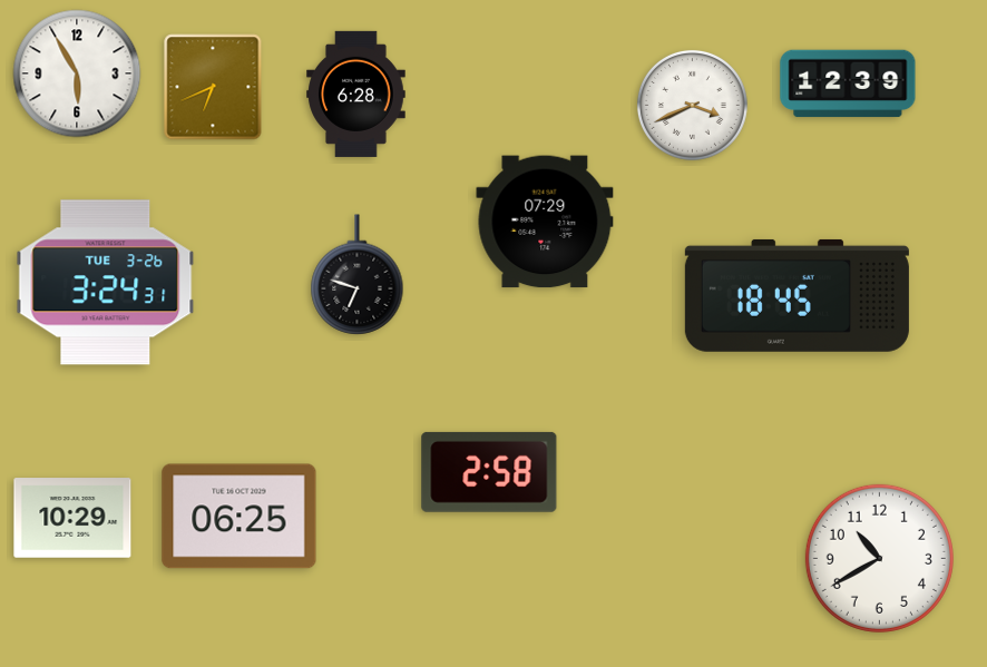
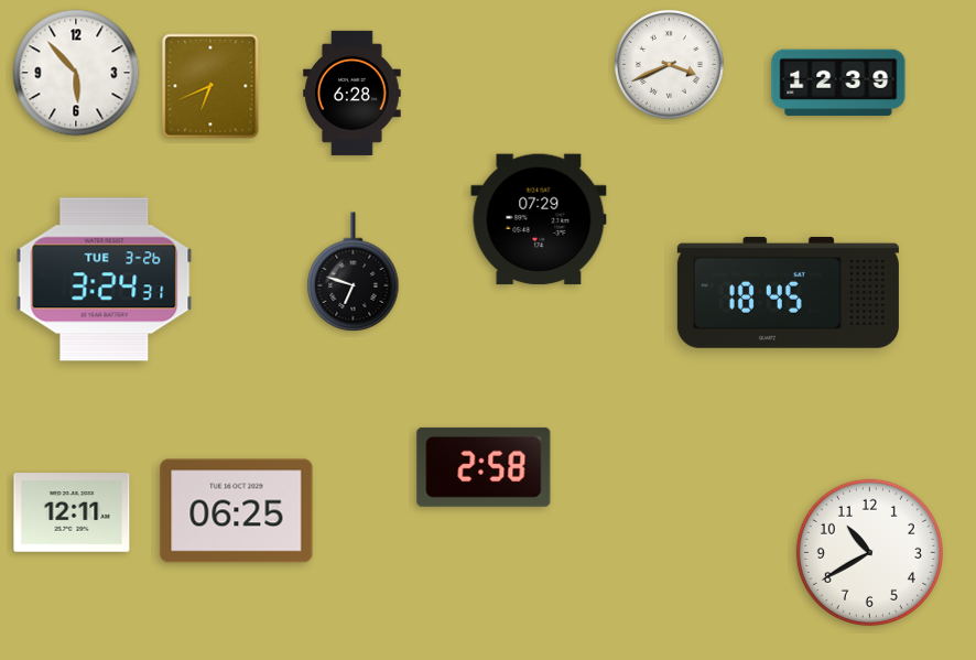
clock at (77, 73): 5:55 -> 5:53
clock at (692, 105) position: (692, 105) -> (669, 64)
clock at (72, 518): 10:29 -> 12:11
